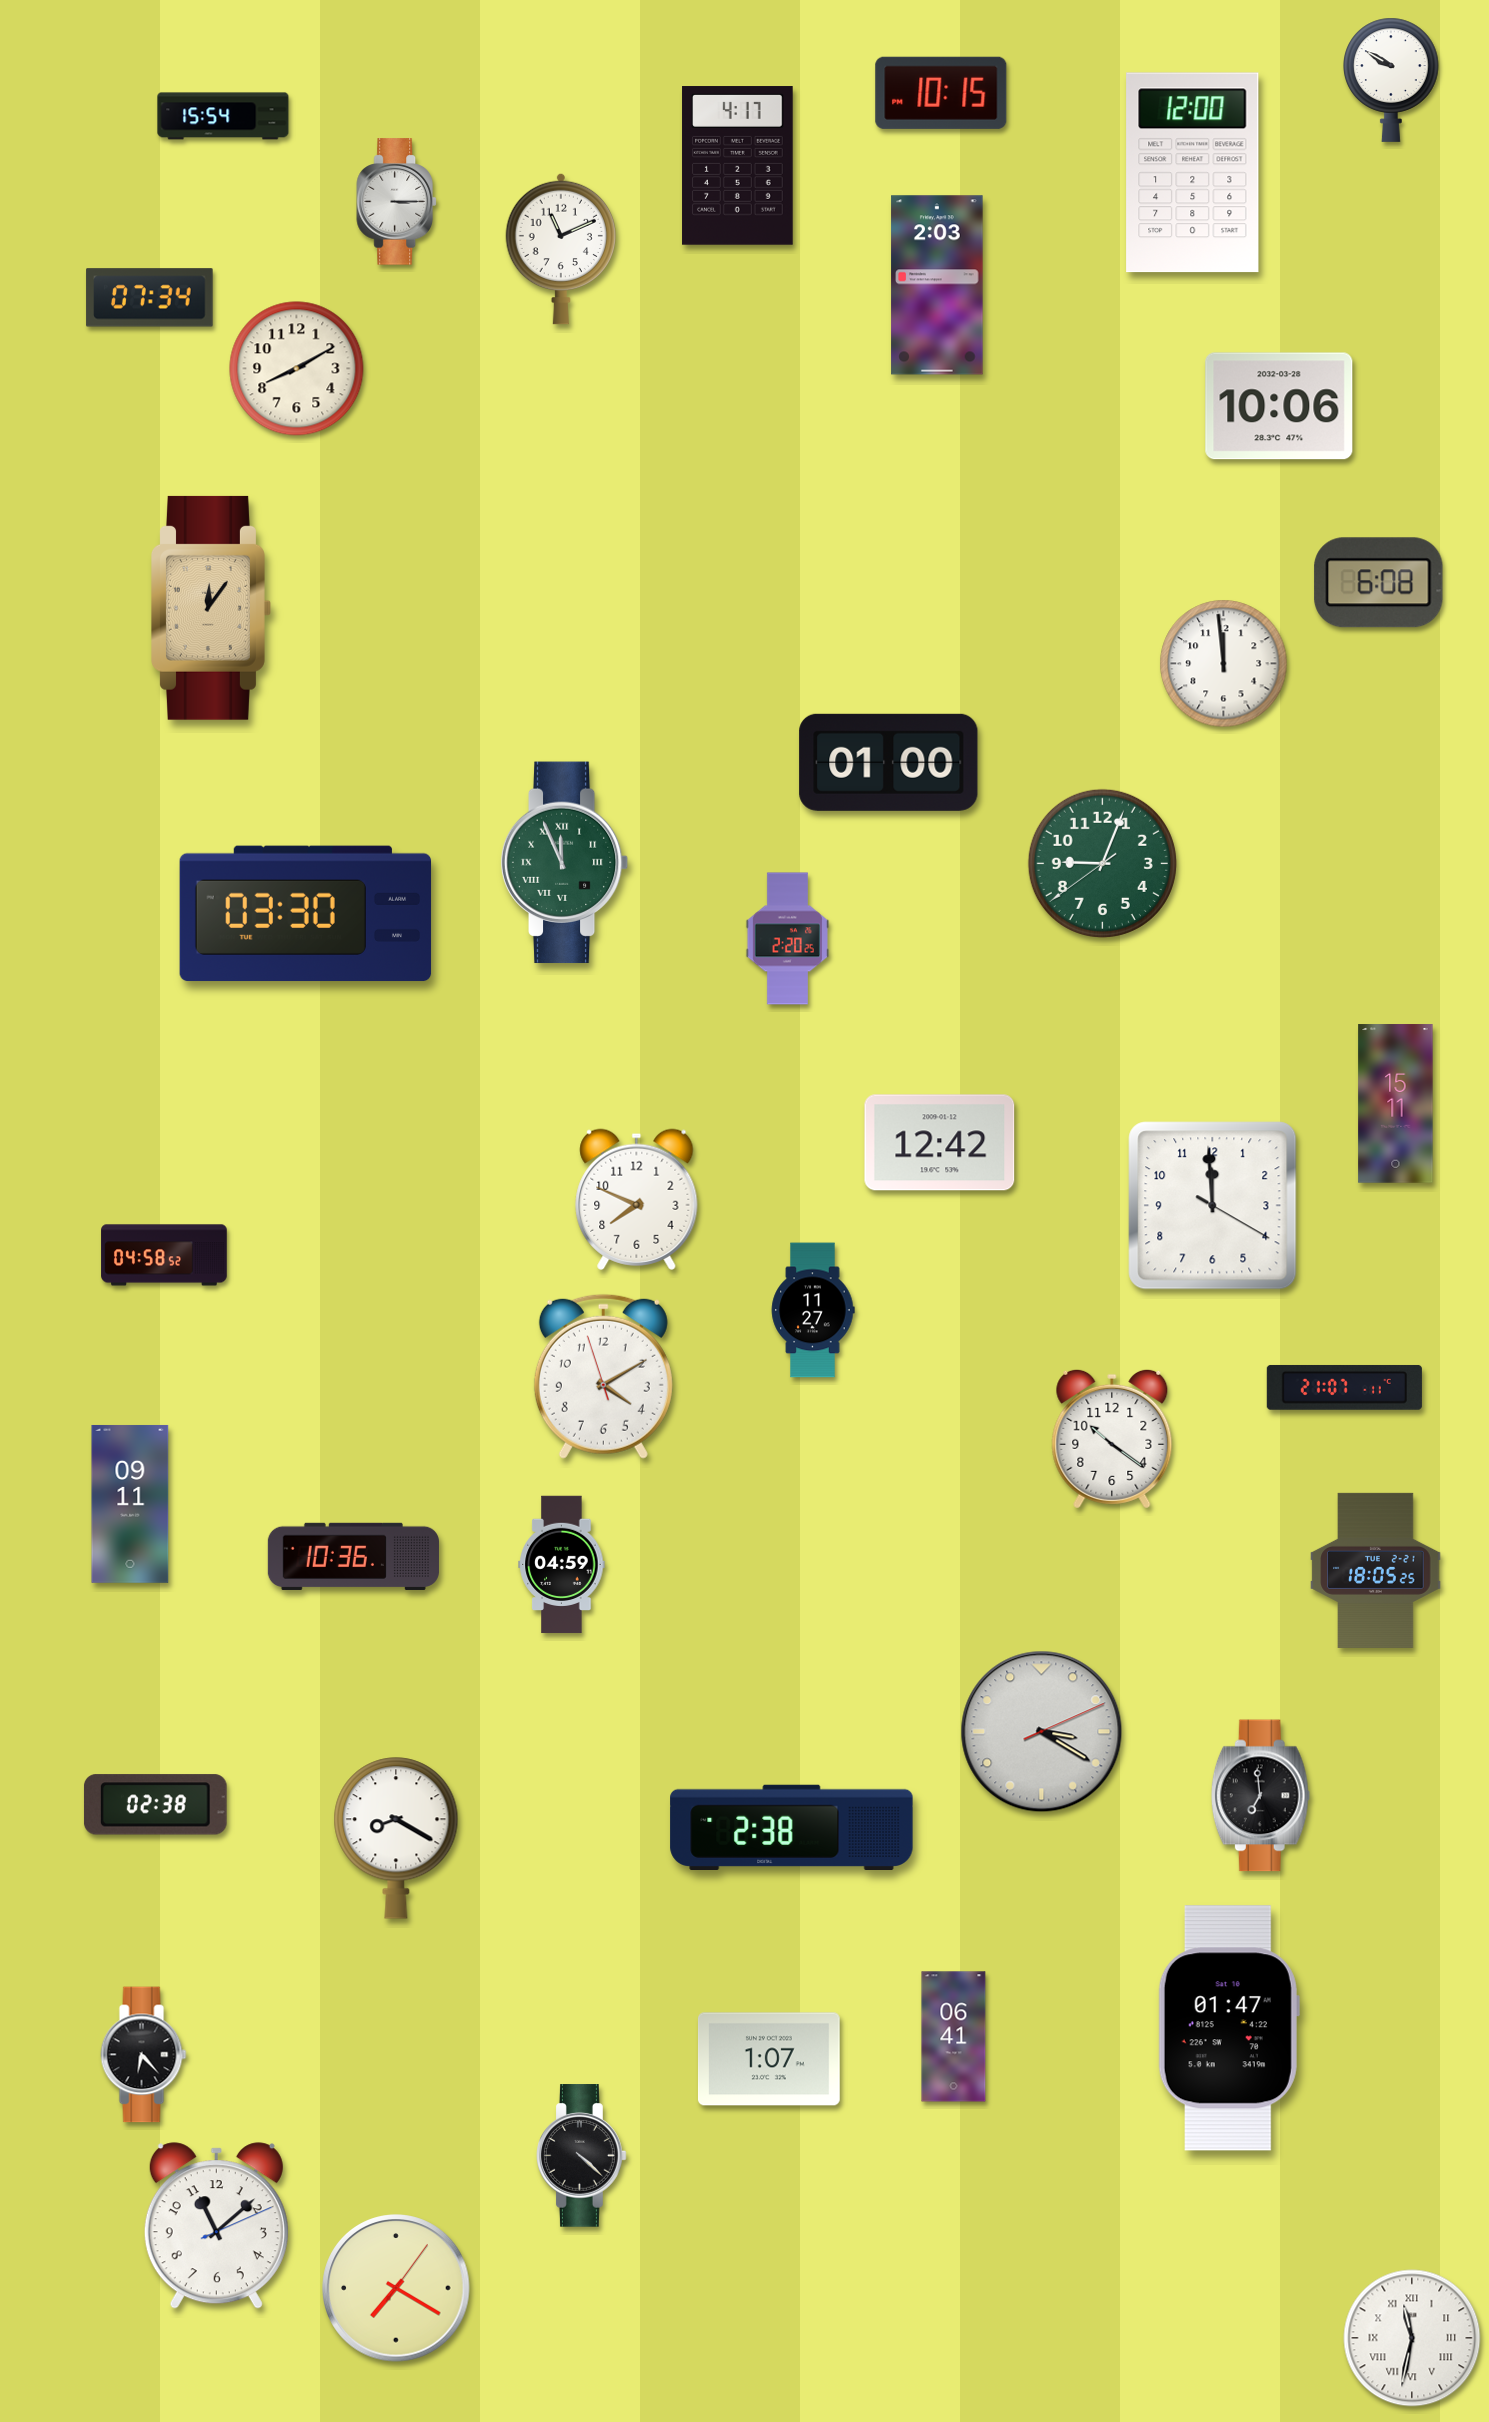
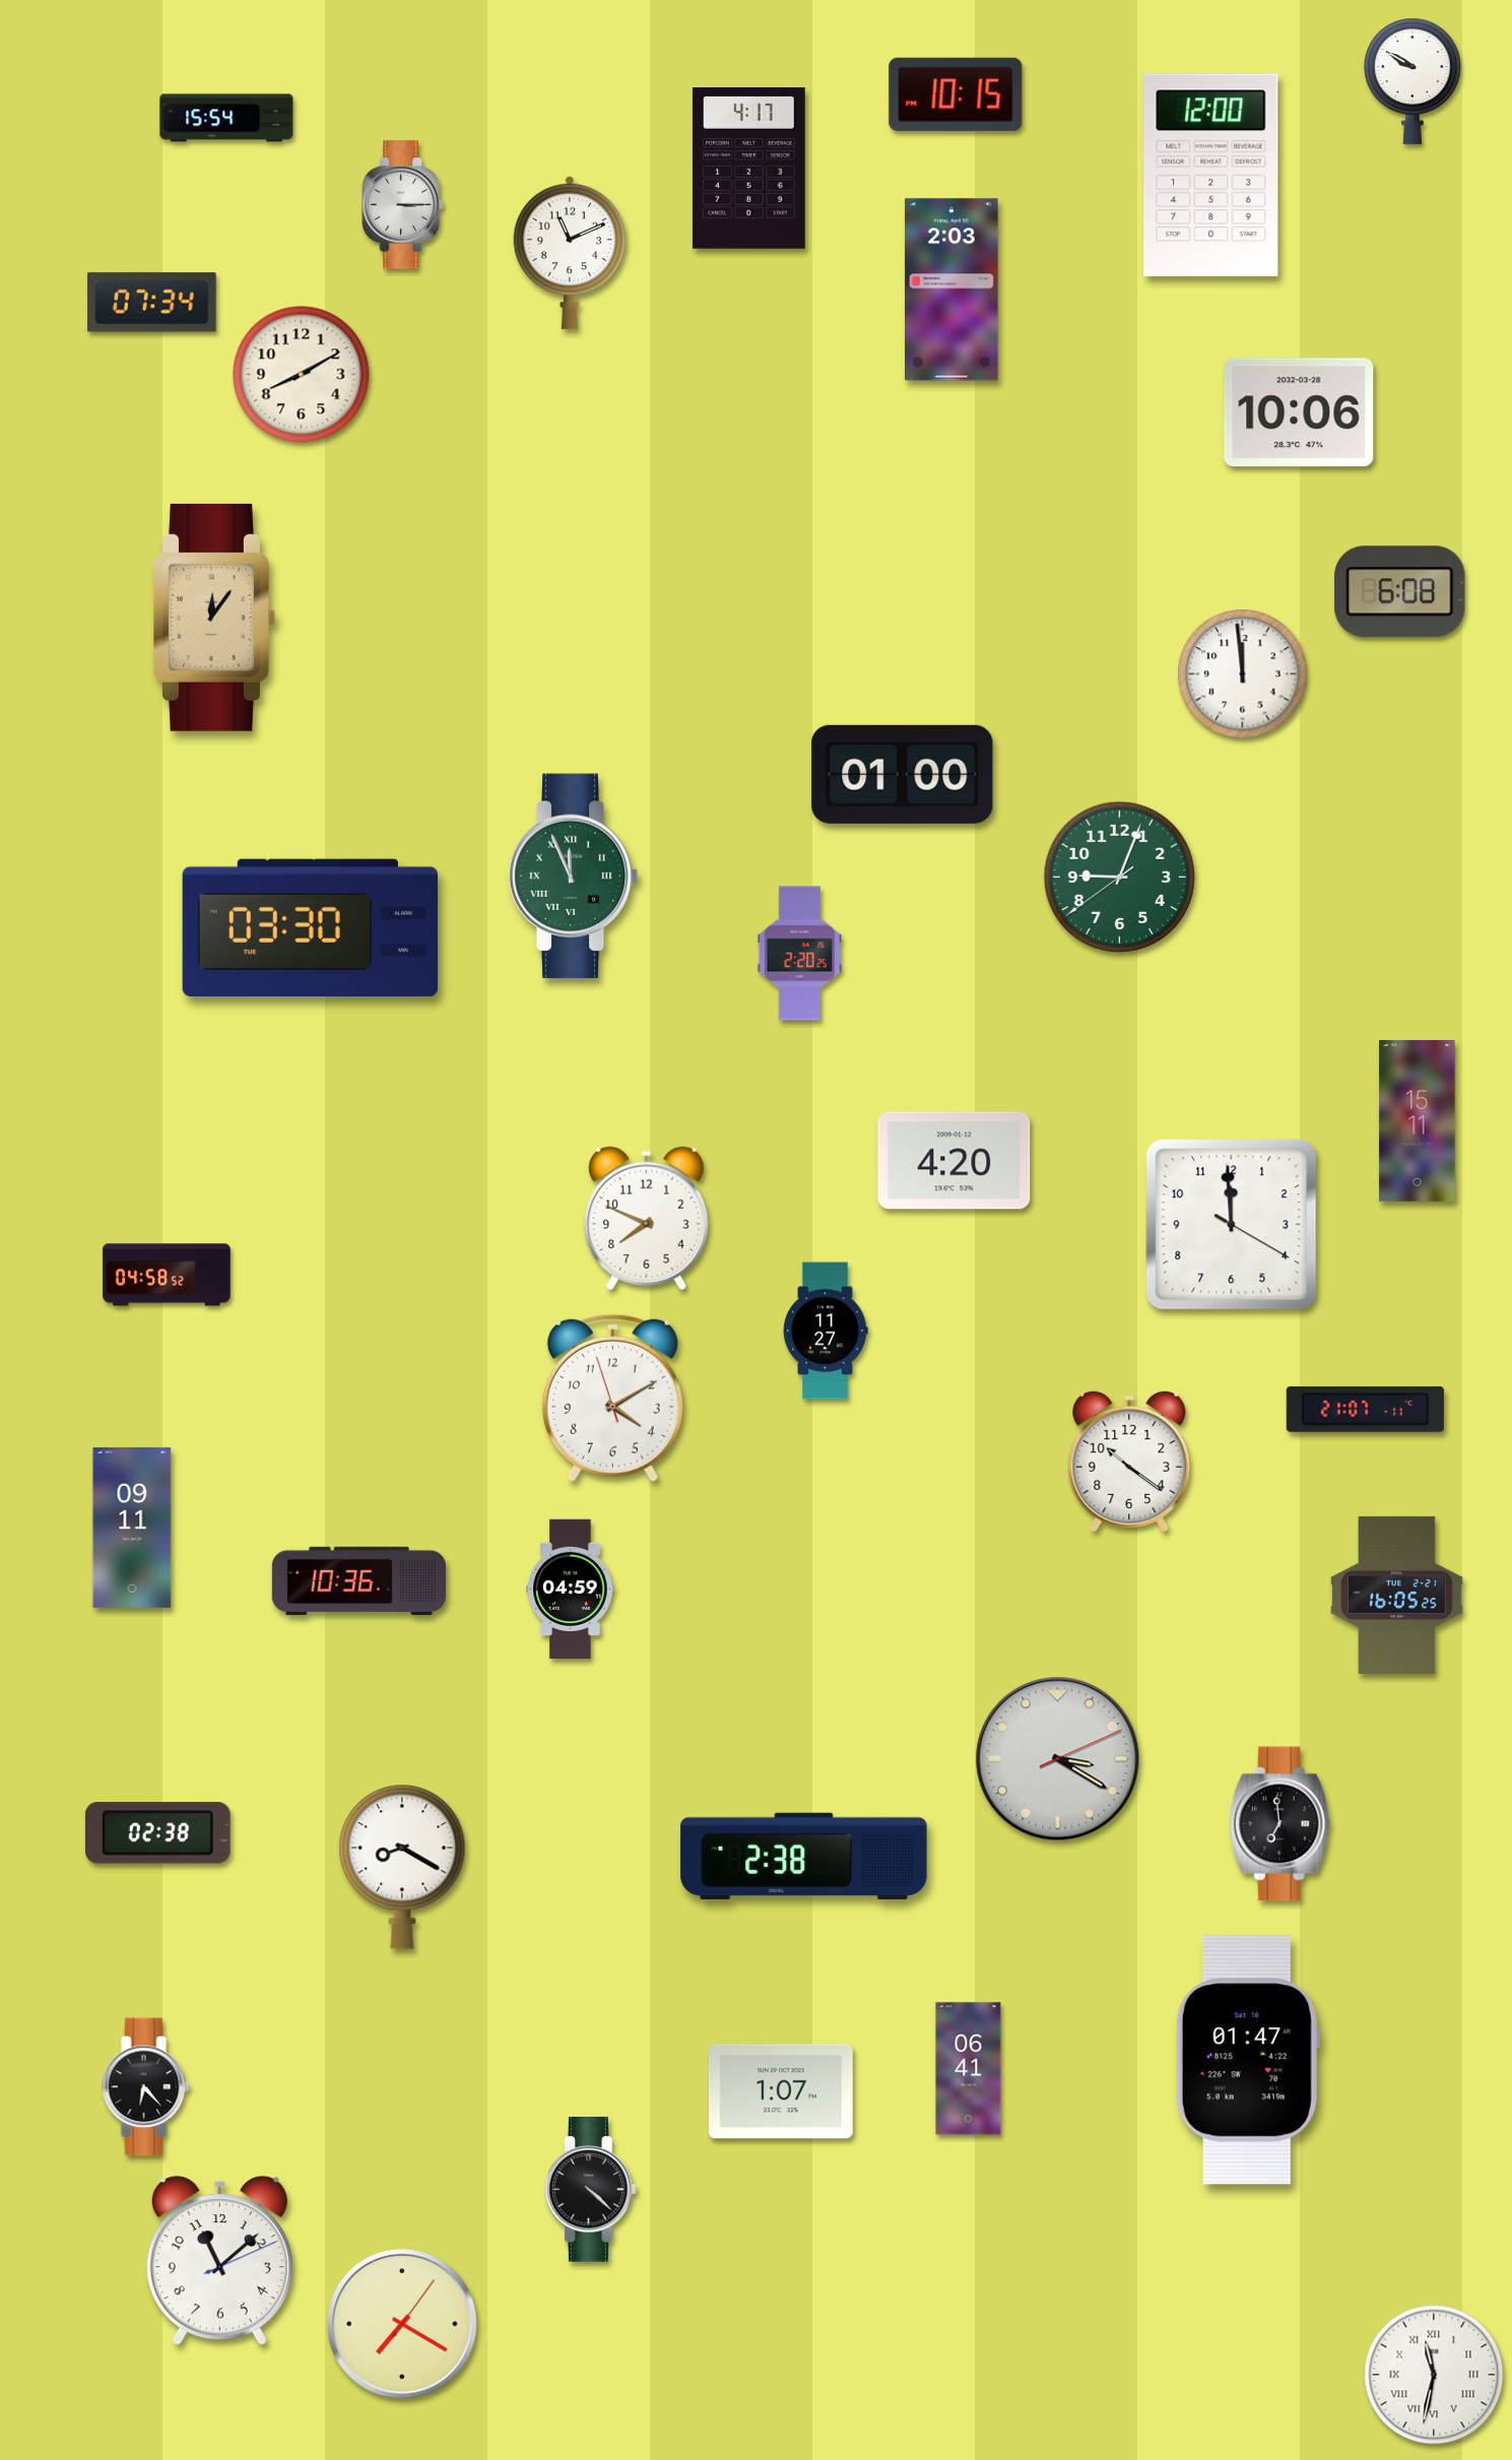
clock at (940, 1143): 12:42 -> 4:20
clock at (1376, 1570): 18:05 -> 16:05
